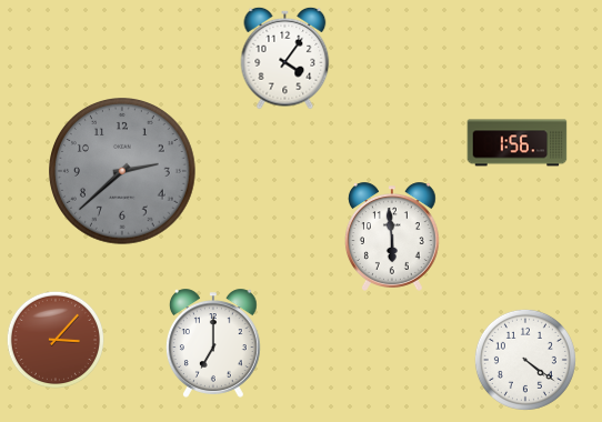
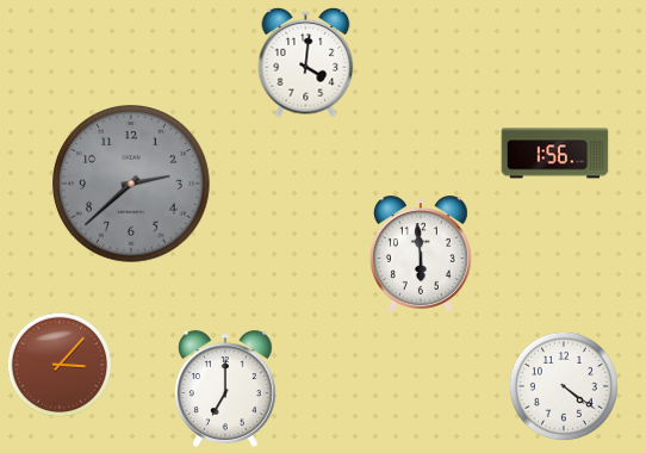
clock at (285, 58): 4:06 -> 4:01
clock at (213, 343) position: (213, 343) -> (225, 389)
